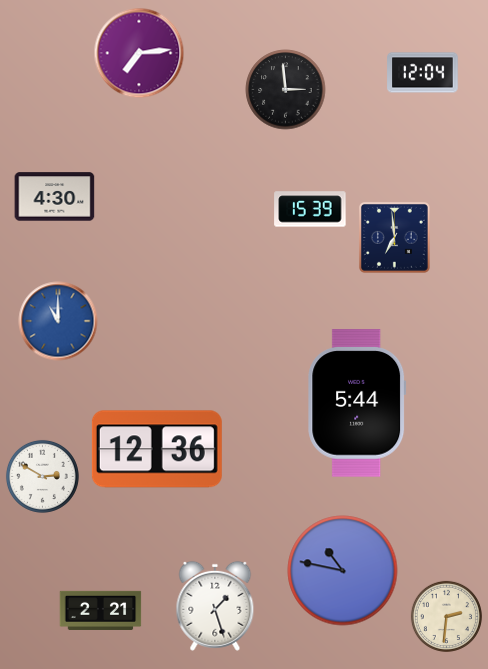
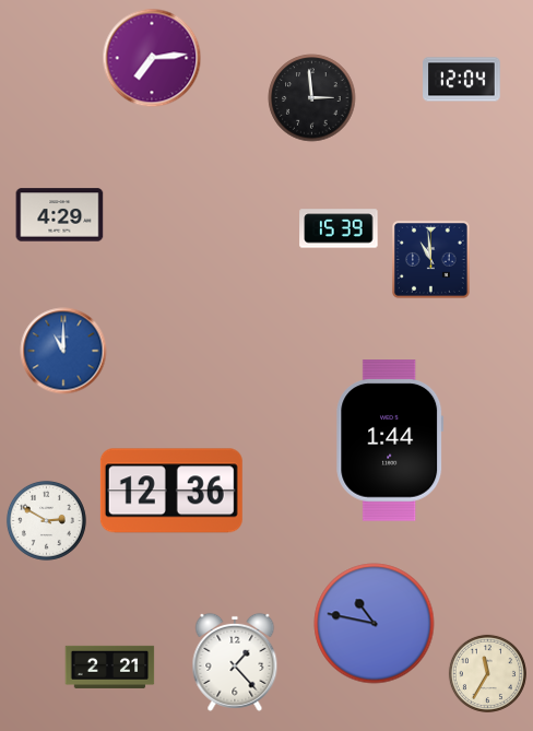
clock at (55, 197): 4:30 -> 4:29
clock at (394, 237): 6:59 -> 10:59
clock at (357, 403): 5:44 -> 1:44
clock at (215, 606): 1:27 -> 1:23
clock at (446, 616): 2:31 -> 11:35
